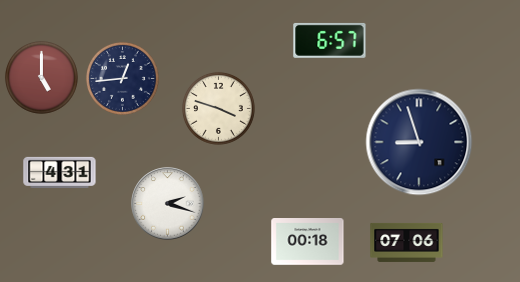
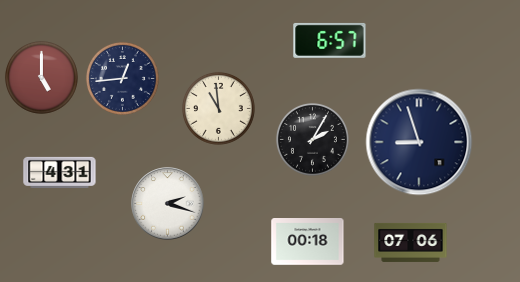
clock at (218, 108): 3:48 -> 10:59
clock at (312, 139): none -> 2:05
clock at (407, 242) position: (407, 242) -> (411, 242)
